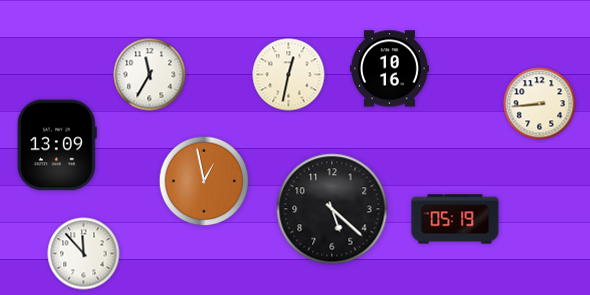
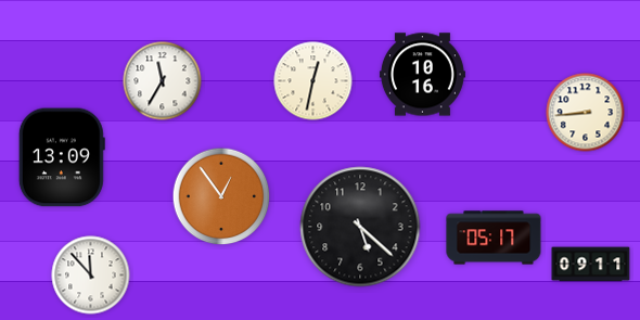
clock at (204, 181): 12:58 -> 12:54
clock at (455, 219): 05:19 -> 05:17
clock at (591, 265): none -> 09:11
